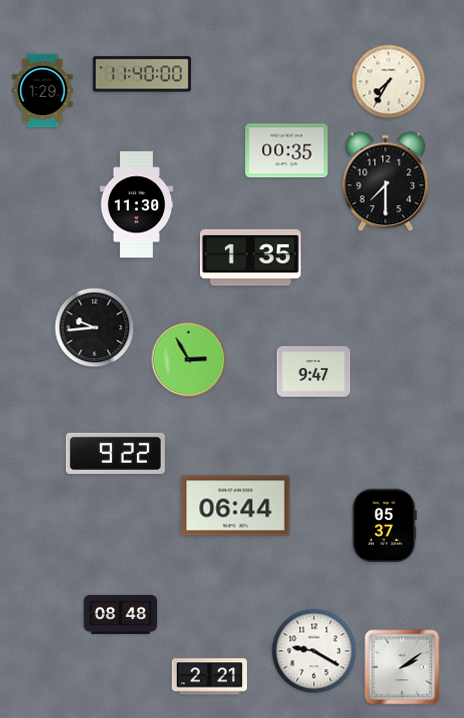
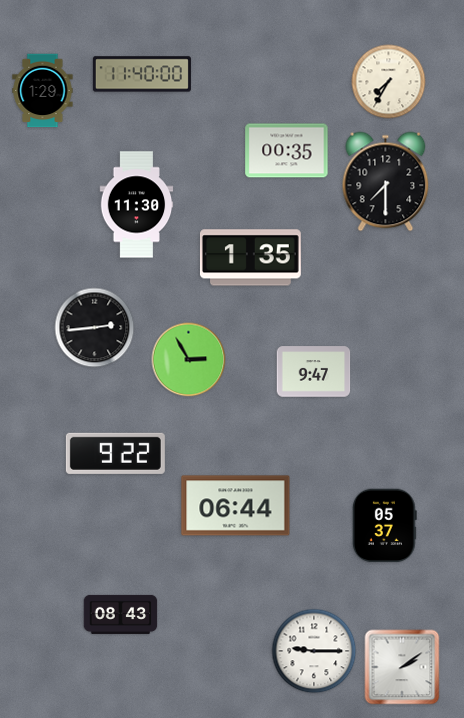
clock at (95, 328): 9:44 -> 2:44
clock at (121, 614): 08:48 -> 08:43
clock at (314, 651): 9:20 -> 9:15
clock at (209, 677): 2:21 -> none
